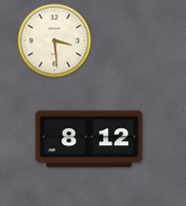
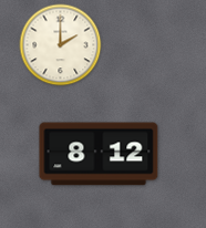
clock at (55, 41): 3:29 -> 2:00
